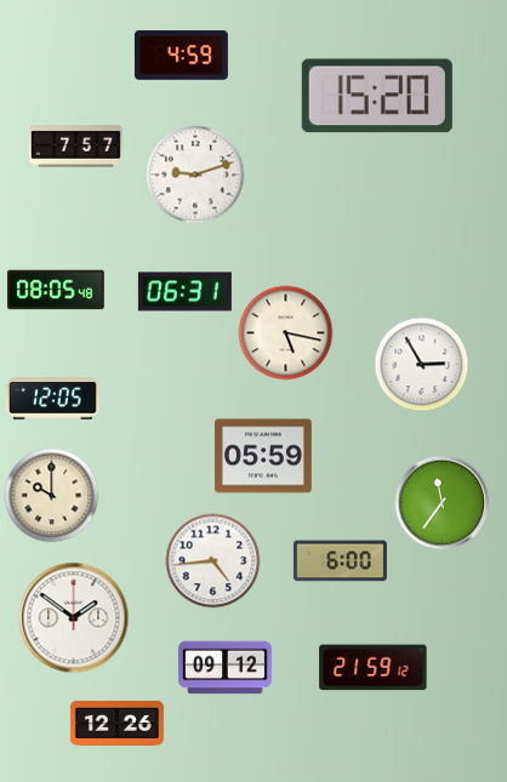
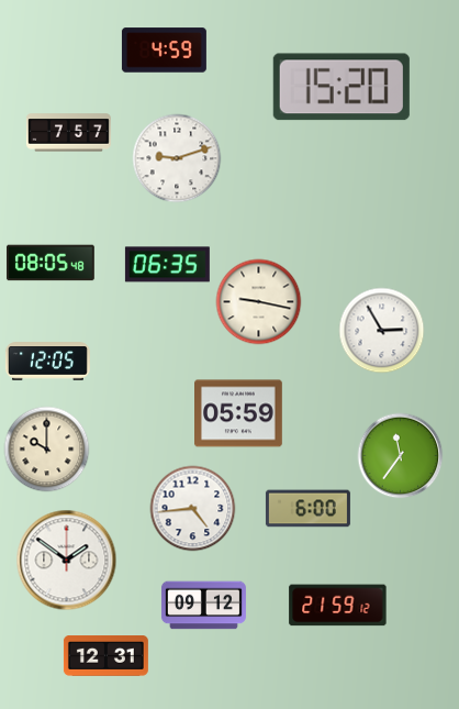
clock at (184, 292): 06:31 -> 06:35
clock at (285, 332): 5:17 -> 9:17
clock at (116, 724): 12:26 -> 12:31
